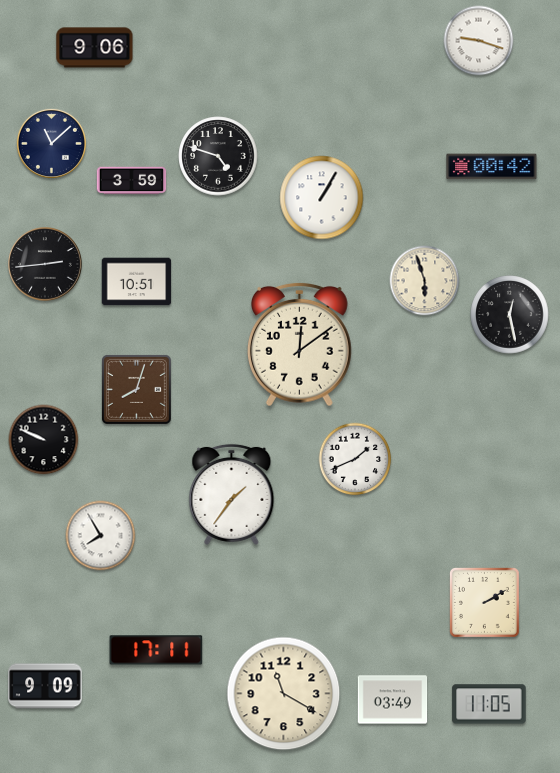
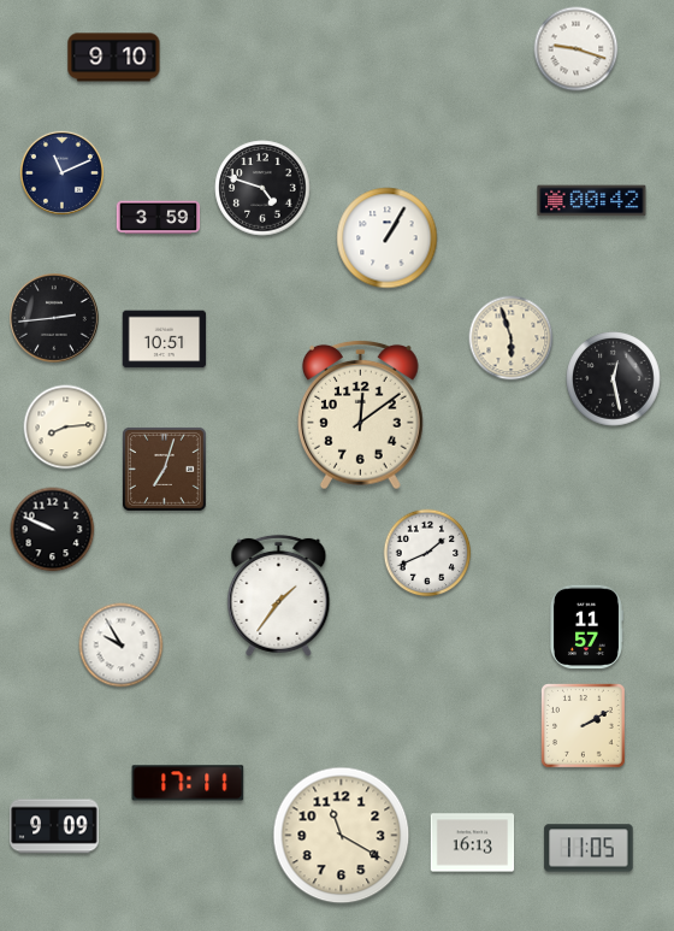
clock at (95, 48): 9:06 -> 9:10
clock at (51, 143): 11:08 -> 11:11
clock at (66, 428): none -> 8:14
clock at (136, 389): 8:03 -> 7:03
clock at (586, 627): none -> 11:57
clock at (101, 536): 7:55 -> 9:55
clock at (393, 700): 03:49 -> 16:13
